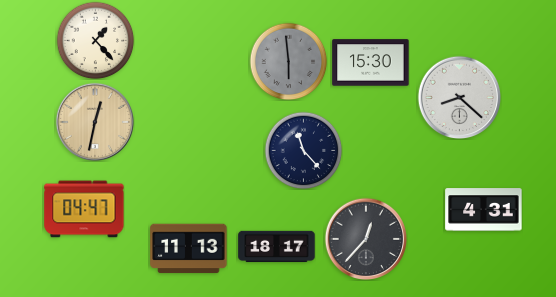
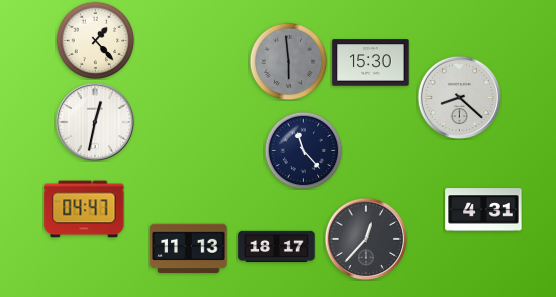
clock at (95, 122) dial: champagne -> white
